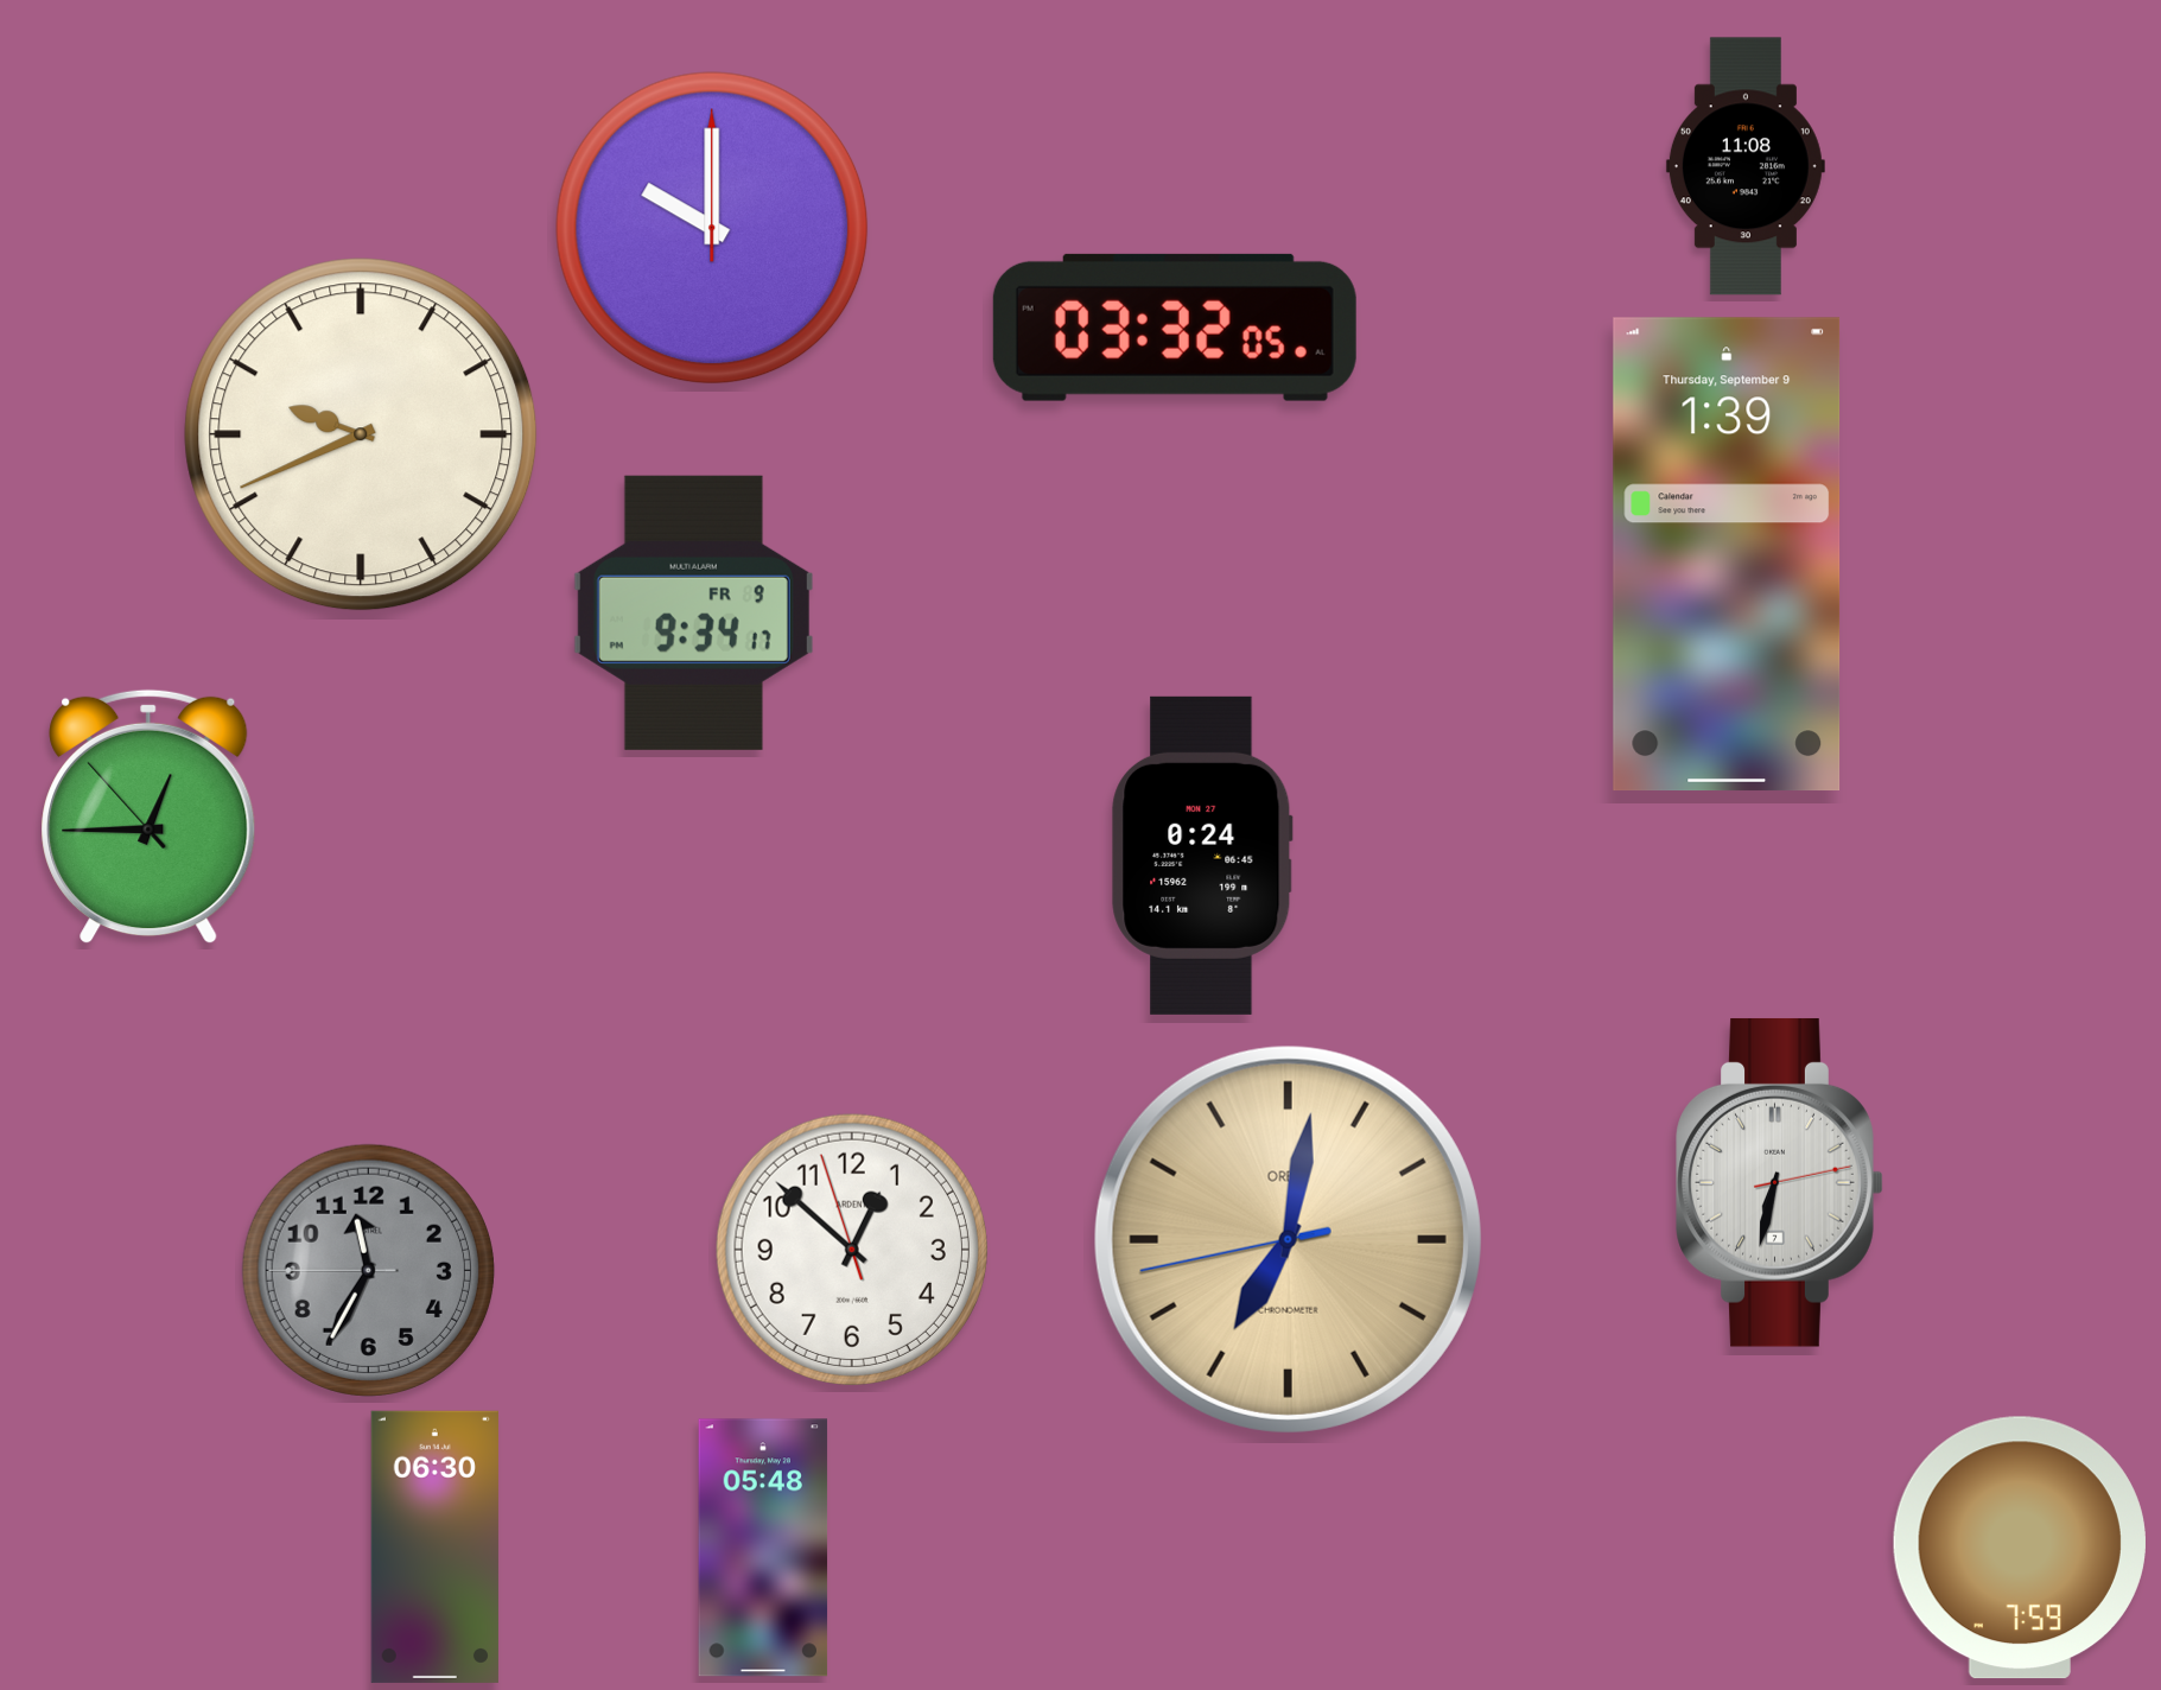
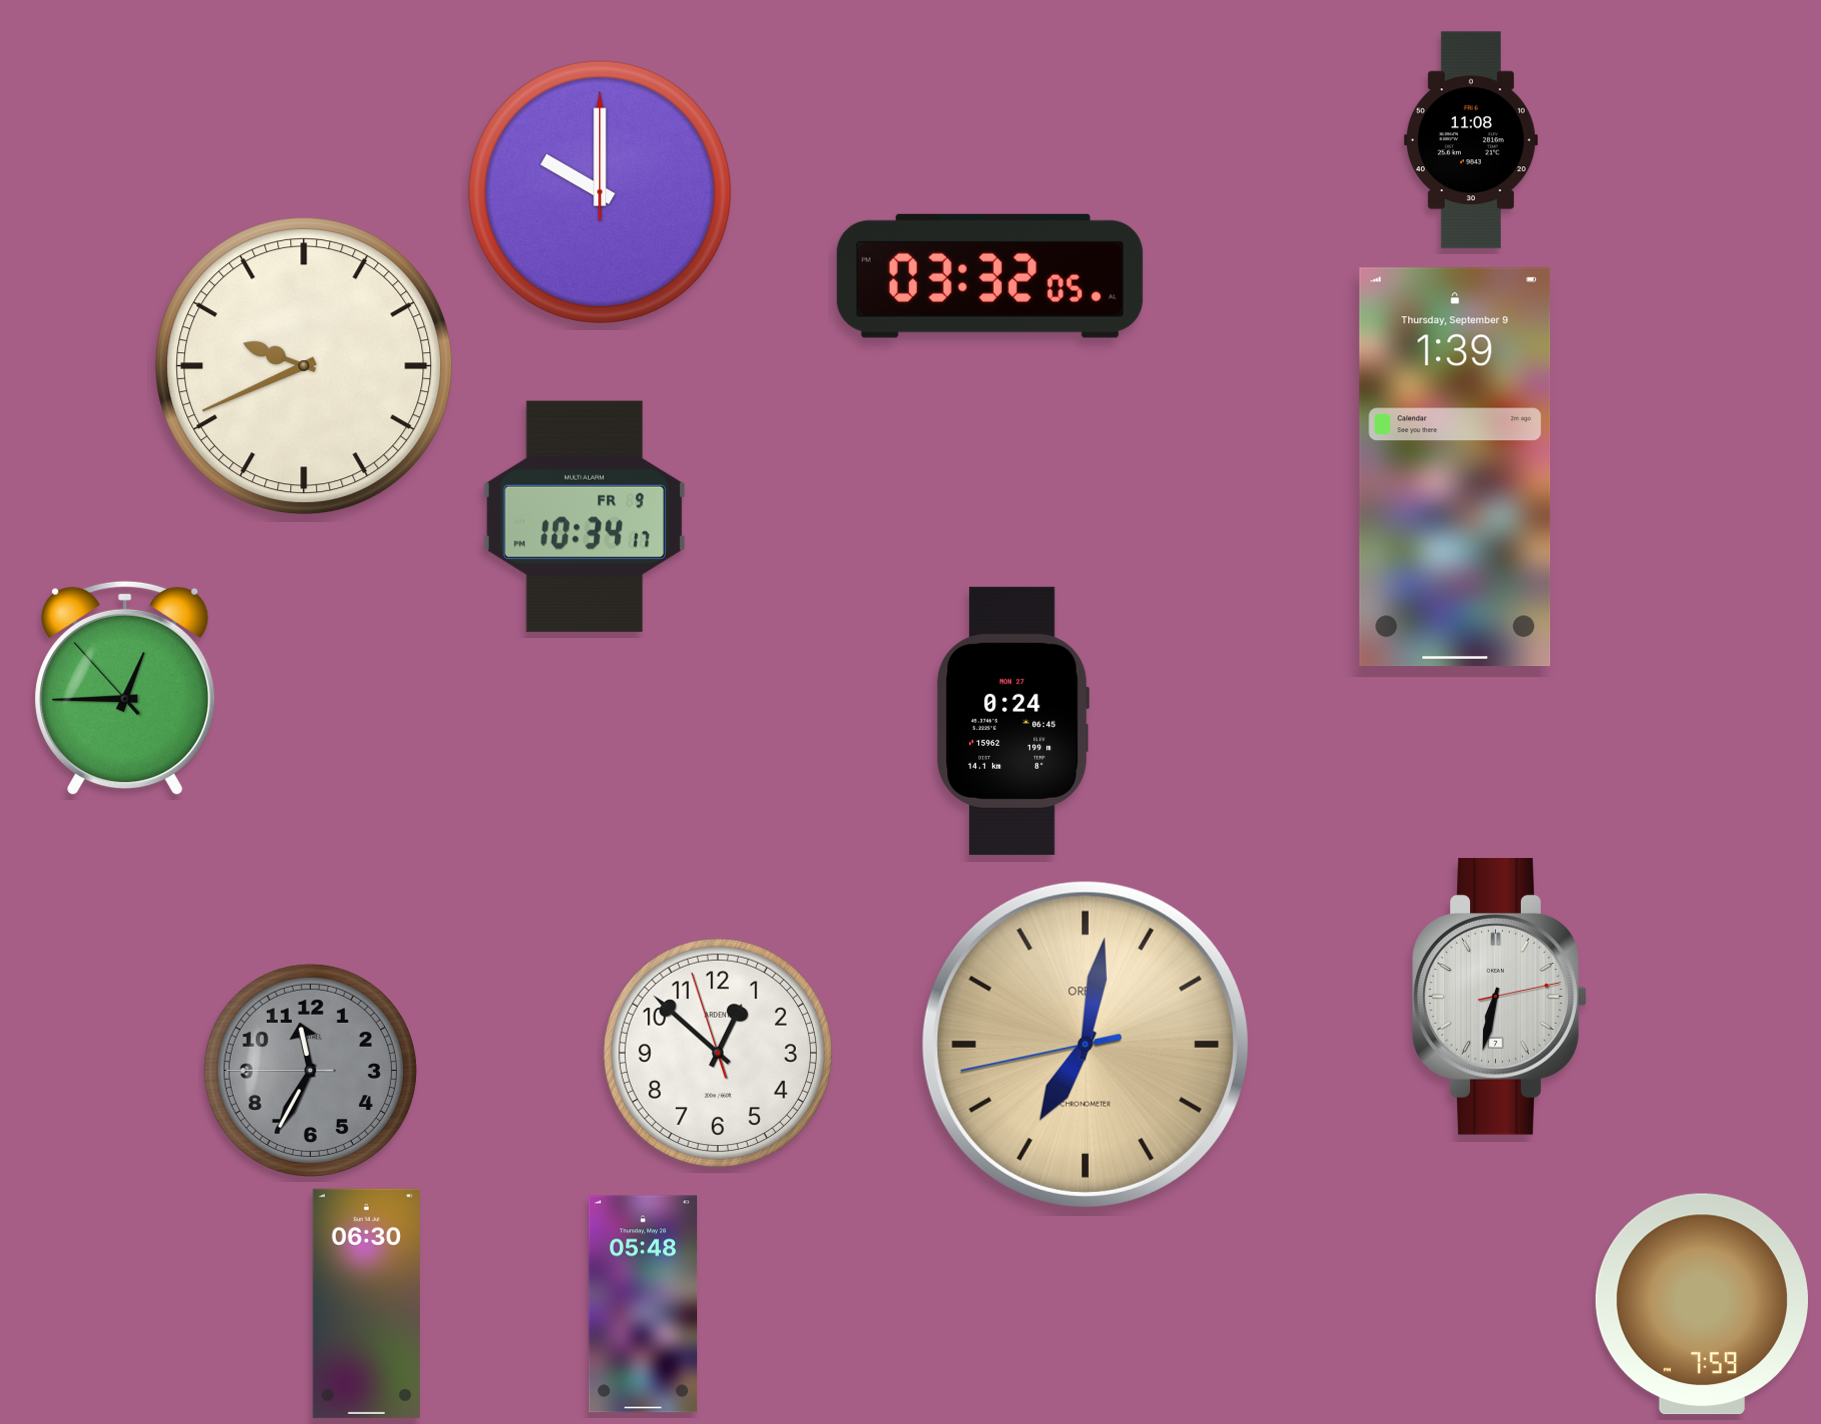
clock at (693, 612): 9:34 -> 10:34
